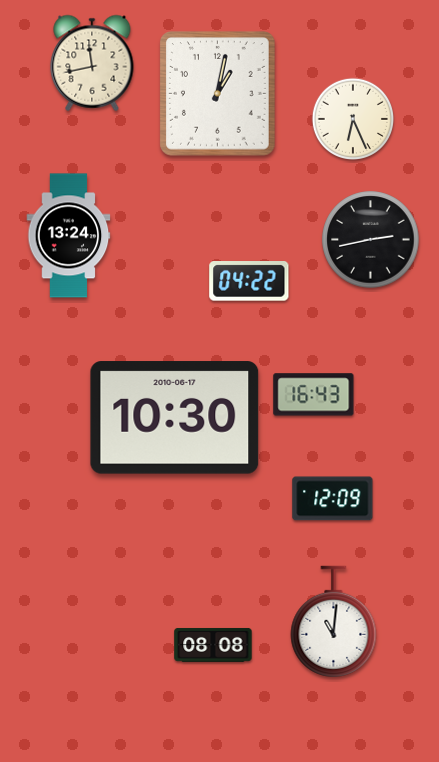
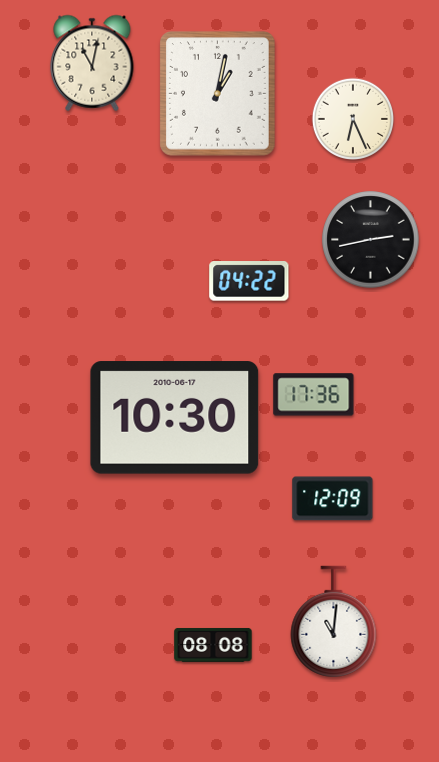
clock at (92, 63): 11:43 -> 11:02
clock at (69, 236): 13:24 -> none
clock at (314, 395): 16:43 -> 17:36
